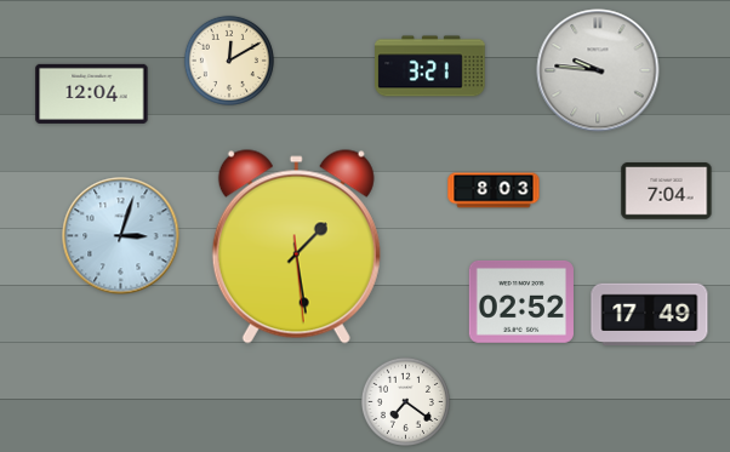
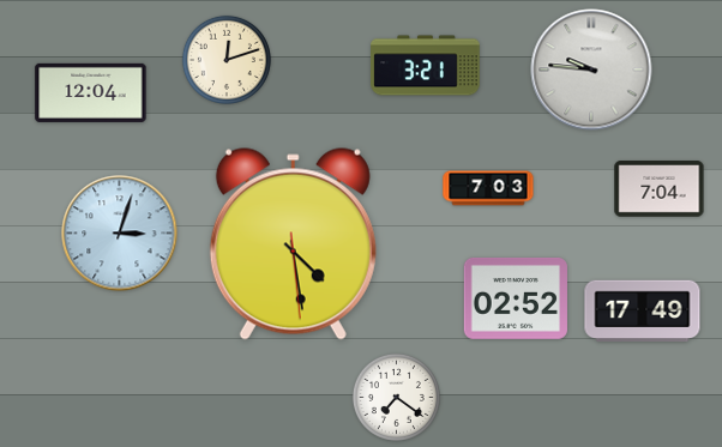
clock at (229, 61): 12:10 -> 12:12
clock at (494, 190): 8:03 -> 7:03
clock at (296, 247): 1:28 -> 4:28
clock at (405, 401) position: (405, 401) -> (396, 397)
